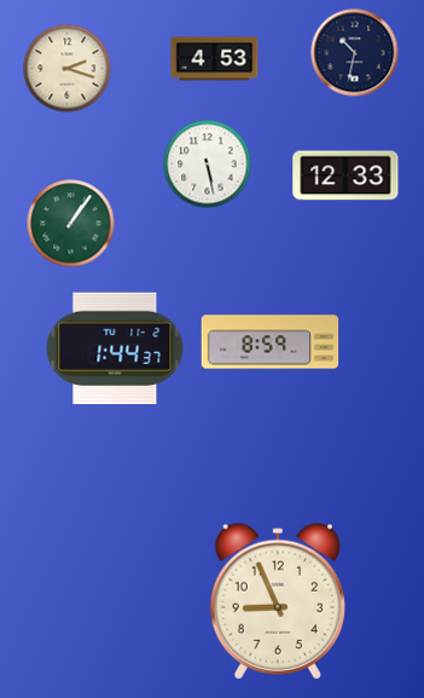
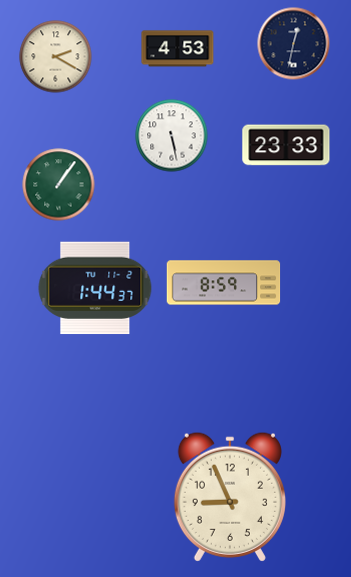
clock at (355, 53): 10:32 -> 12:32
clock at (68, 69): 2:18 -> 2:20
clock at (345, 175): 12:33 -> 23:33
